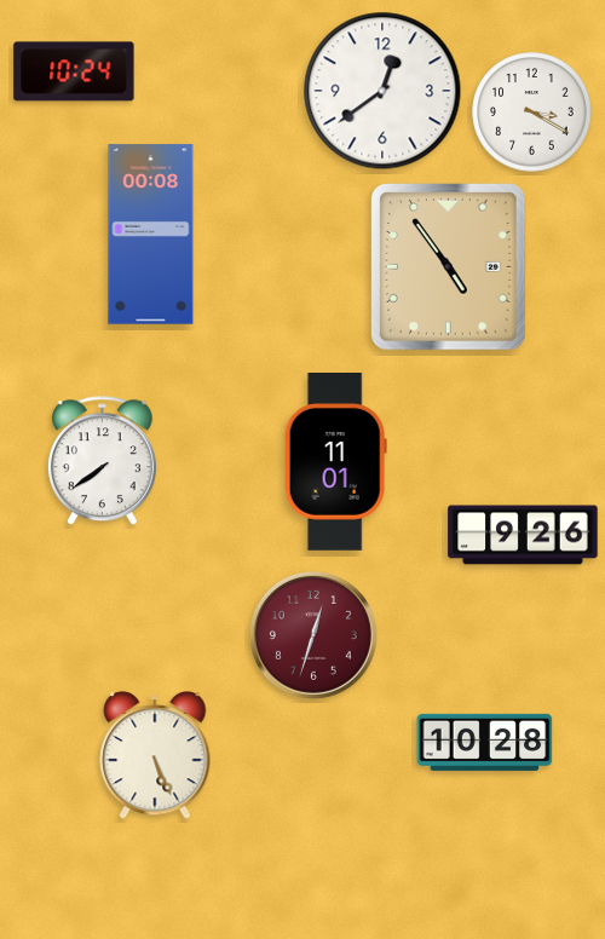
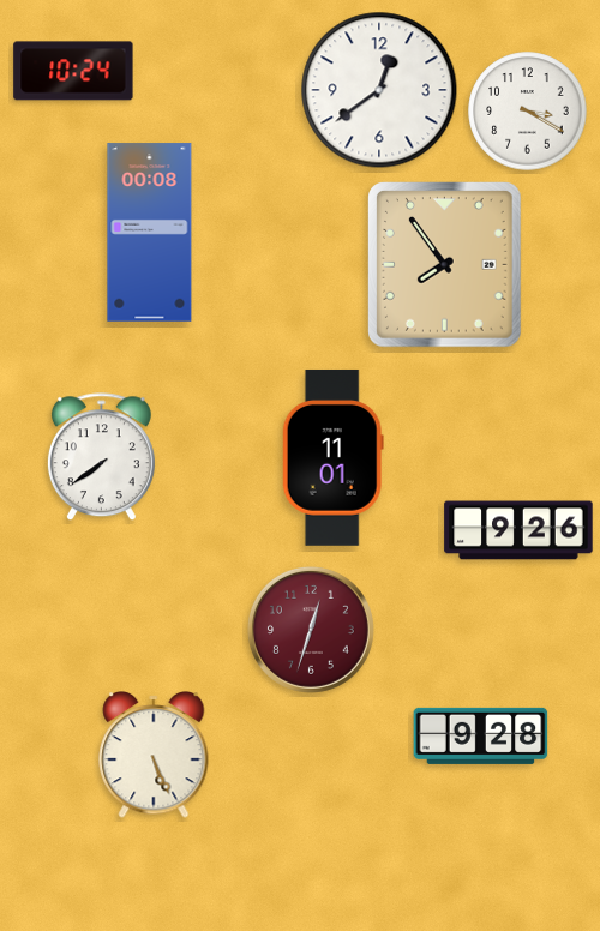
clock at (449, 267): 4:54 -> 7:54
clock at (485, 742): 10:28 -> 9:28
clock at (155, 755) position: (155, 755) -> (154, 755)
